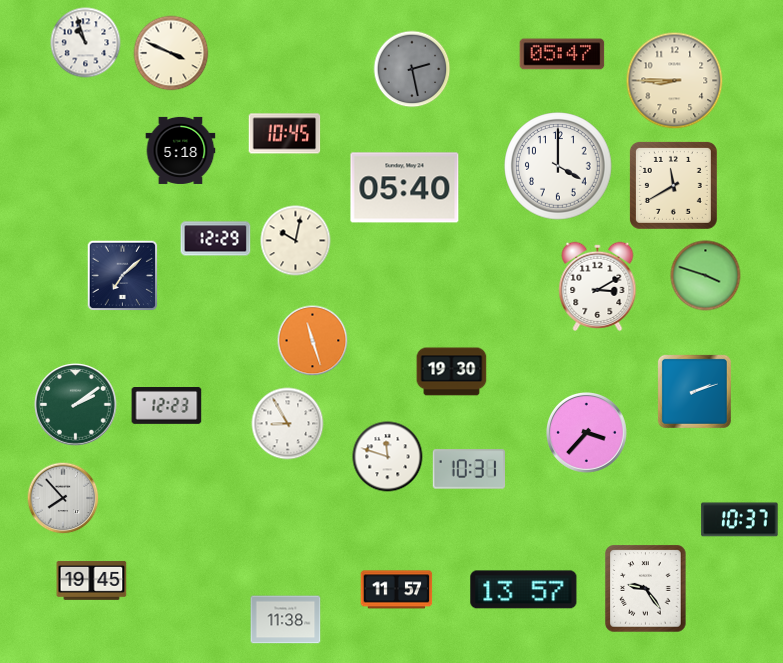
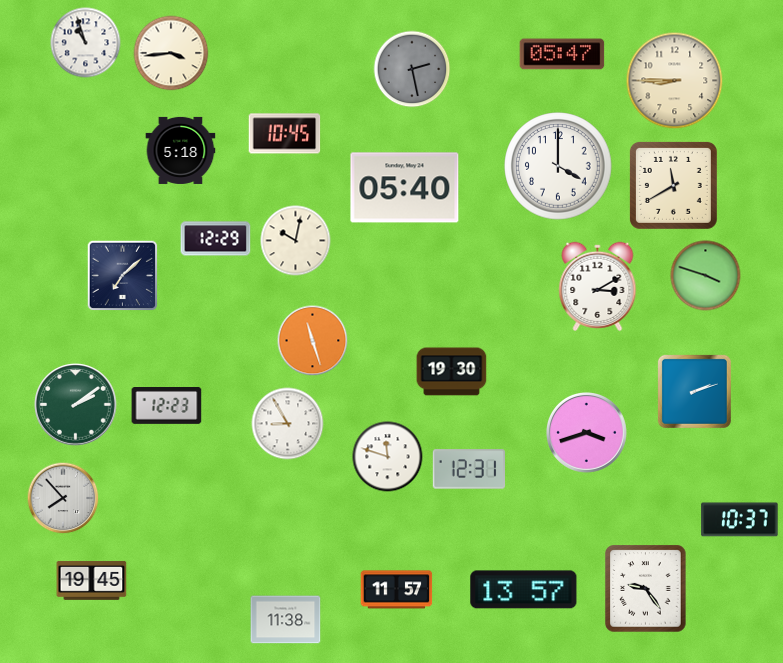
clock at (171, 53): 3:49 -> 3:44
clock at (587, 433): 3:37 -> 3:42
clock at (468, 469): 10:31 -> 12:31
